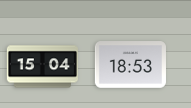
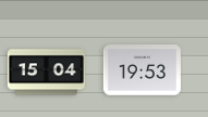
clock at (130, 65): 18:53 -> 19:53
